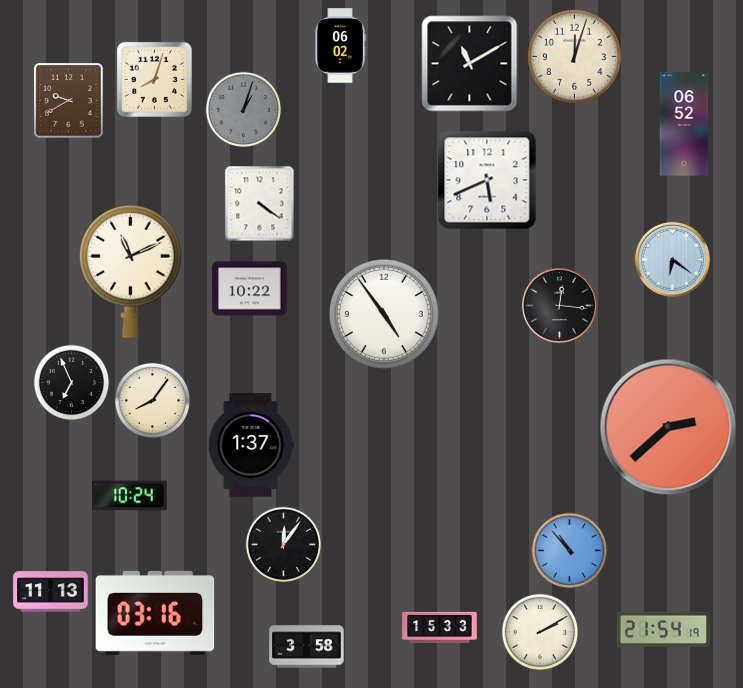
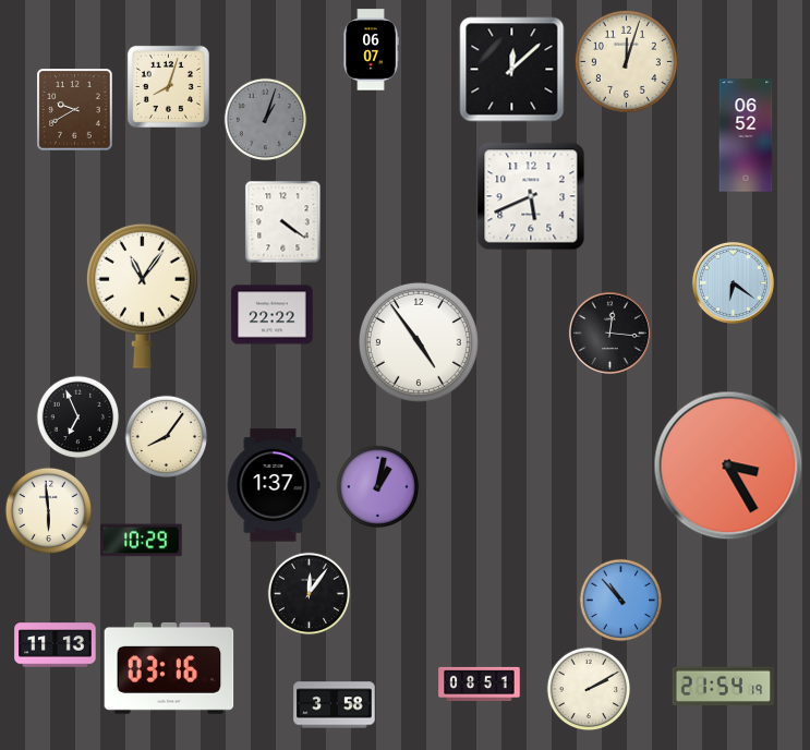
clock at (340, 46): 06:02 -> 06:07
clock at (470, 64): 11:10 -> 12:08
clock at (130, 271): 11:11 -> 11:06
clock at (250, 289): 10:22 -> 22:22
clock at (668, 427): 2:38 -> 3:25
clock at (378, 487): none -> 1:02
clock at (49, 511): none -> 5:59
clock at (130, 496): 10:24 -> 10:29
clock at (440, 628): 15:33 -> 08:51
